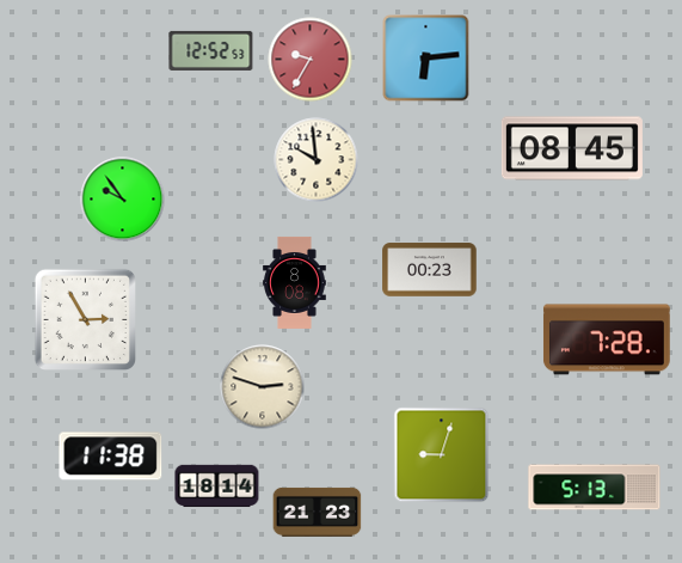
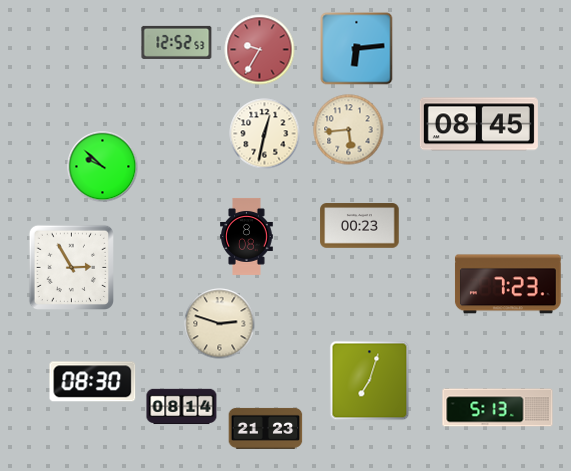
clock at (349, 130): none -> 5:44
clock at (317, 160): 9:59 -> 12:32
clock at (123, 200): 9:54 -> 9:52
clock at (607, 339): 7:28 -> 7:23
clock at (442, 455): 9:03 -> 7:03
clock at (111, 457): 11:38 -> 08:30
clock at (217, 486): 18:14 -> 08:14
